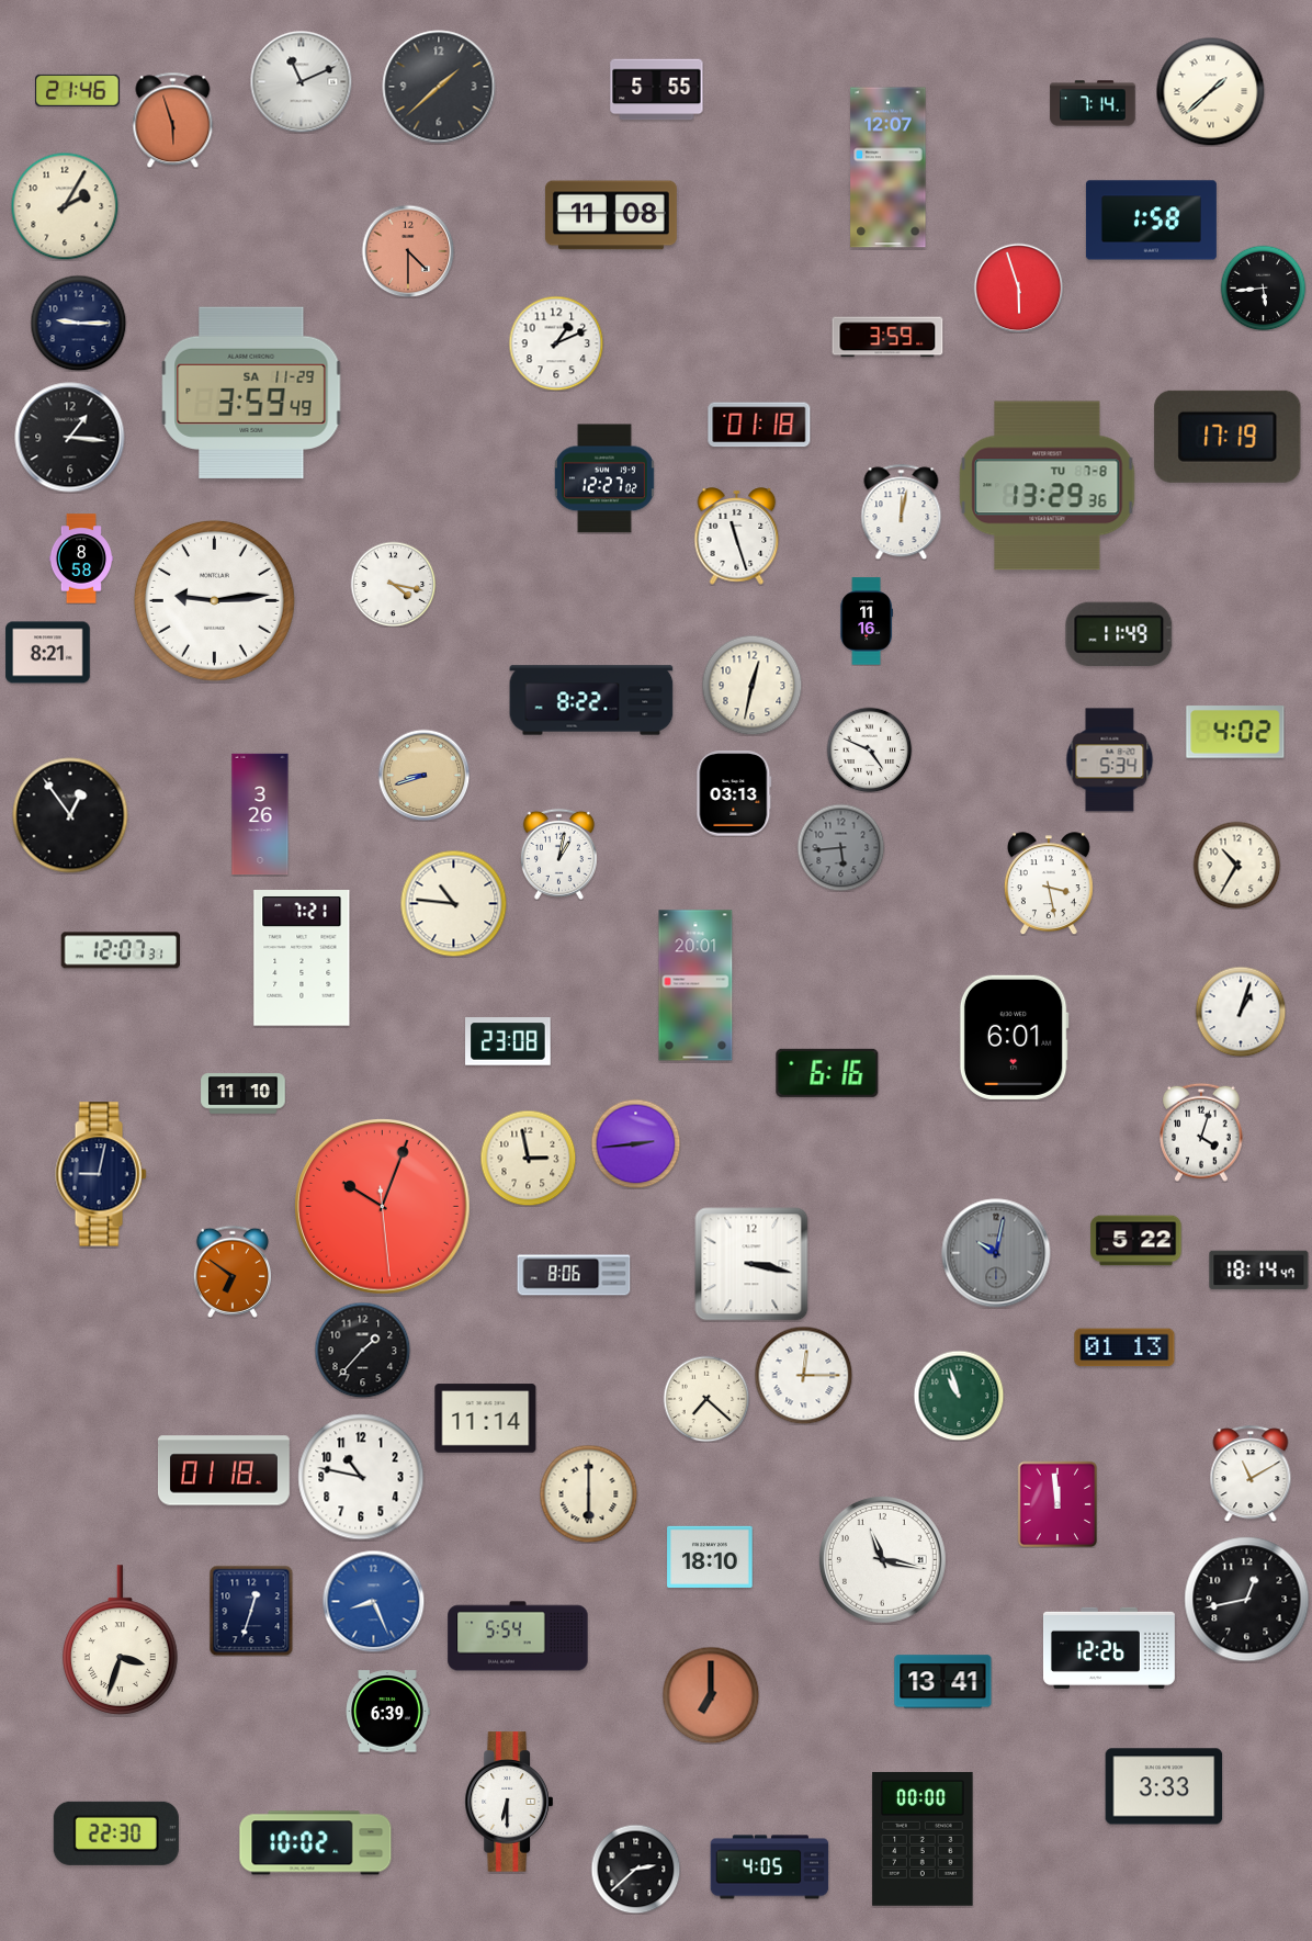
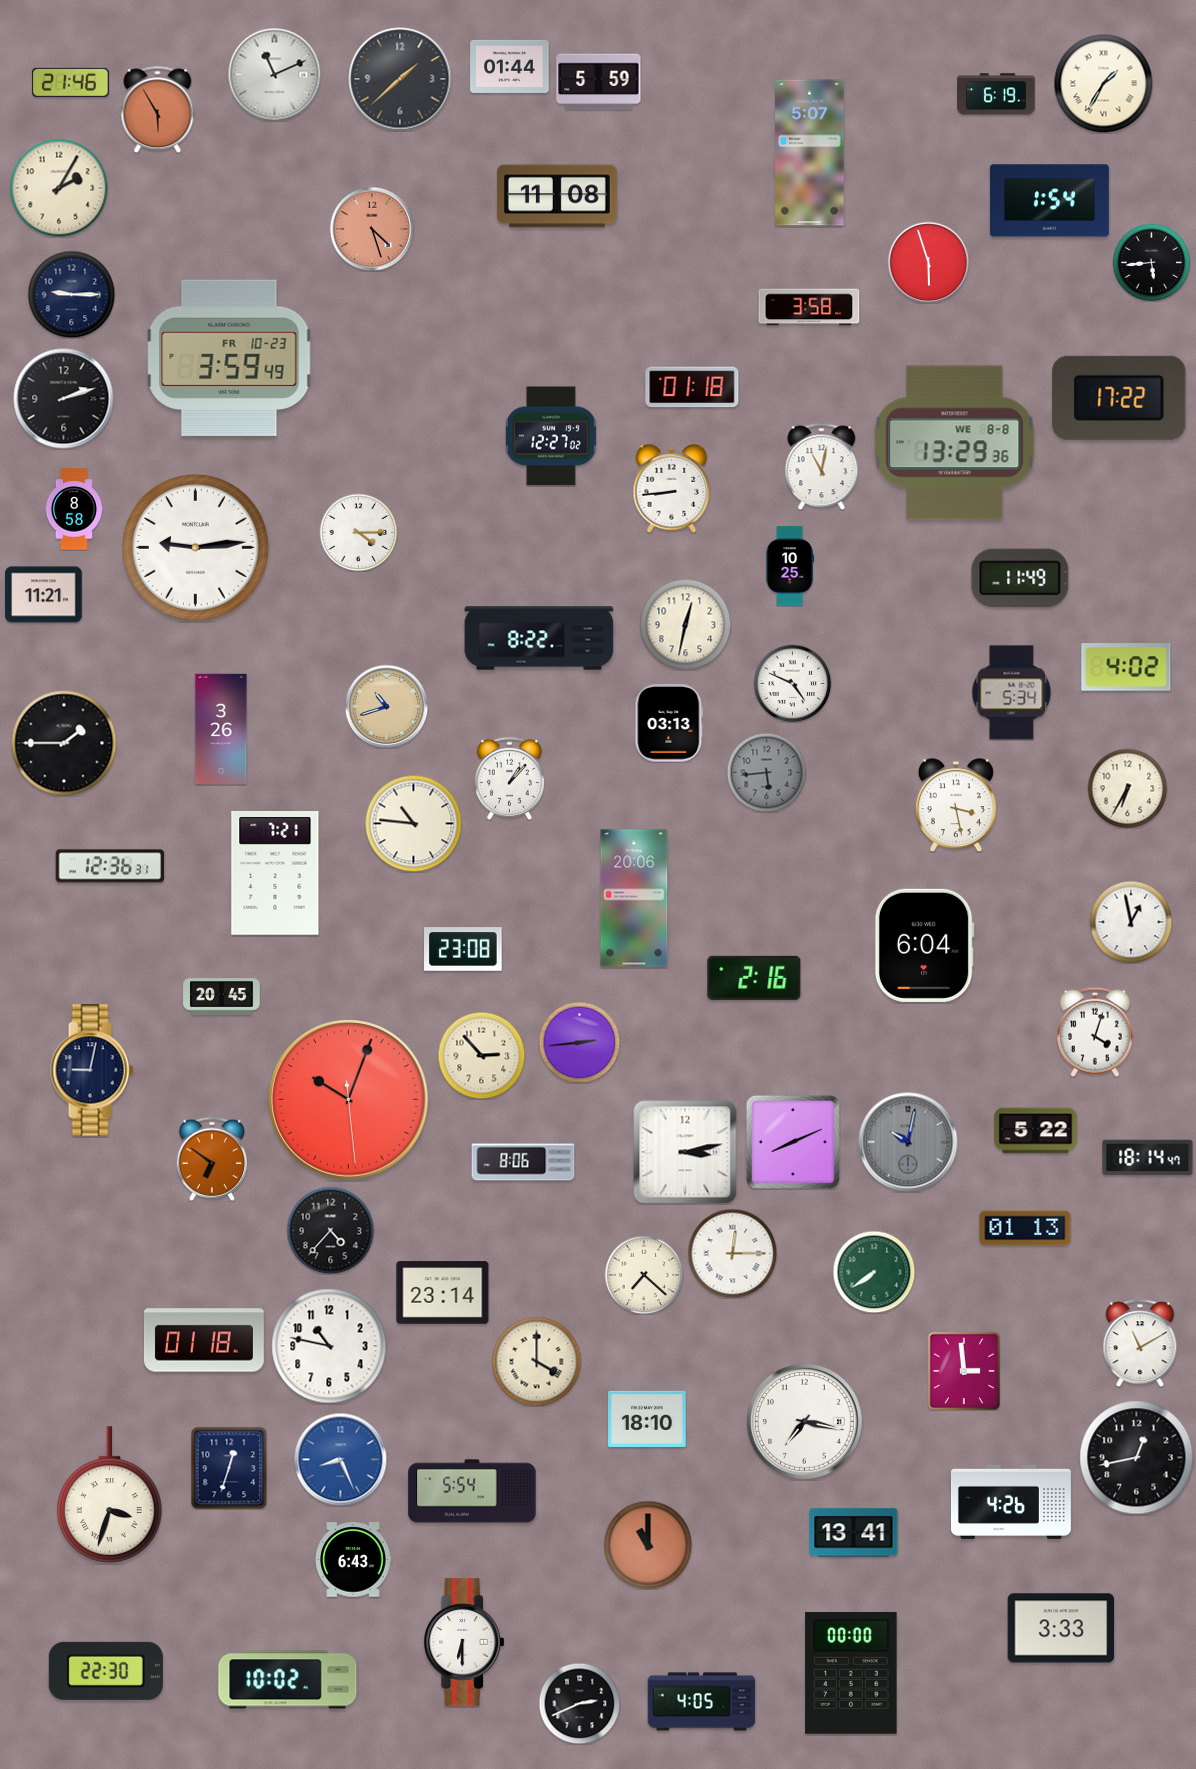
clock at (510, 66): none -> 01:44
clock at (657, 90): 5:55 -> 5:59
clock at (1211, 92): 1:38 -> 1:35
clock at (1093, 103): 7:14 -> 6:19
clock at (173, 120): 5:57 -> 5:55
clock at (889, 168): 12:07 -> 5:07
clock at (1151, 221): 1:58 -> 1:54
clock at (408, 251): 4:30 -> 4:27
clock at (887, 337): 3:59 -> 3:58
clock at (556, 343): 1:11 -> none
clock at (251, 392) date: SA 11-29 -> FR 10-23
clock at (1228, 437): 17:19 -> 17:22
clock at (70, 438): 1:16 -> 2:12
clock at (1048, 486) date: TU 7-8 -> WE 8-8
clock at (902, 511): 12:02 -> 11:02
clock at (737, 537): 11:27 -> 8:44
clock at (393, 584): 4:17 -> 4:15
clock at (867, 621): 11:16 -> 10:25
clock at (48, 653): 8:21 -> 11:21
clock at (423, 775): 8:42 -> 10:42
clock at (260, 814) position: (260, 814) -> (221, 729)
clock at (70, 815): 12:54 -> 1:45
clock at (558, 854): 1:02 -> 1:07
clock at (1236, 865): 10:35 -> 6:35
clock at (121, 950): 12:07 -> 12:36
clock at (695, 985): 20:01 -> 20:06
clock at (1241, 1012): 1:03 -> 12:58
clock at (1014, 1037): 6:01 -> 6:04
clock at (827, 1073): 6:16 -> 2:16
clock at (244, 1094): 11:10 -> 20:45
clock at (528, 1158): 2:58 -> 2:53
clock at (793, 1142): none -> 8:11
clock at (751, 1264): 3:17 -> 3:13
clock at (362, 1350): 1:37 -> 4:37
clock at (959, 1396): 10:57 -> 7:39
clock at (486, 1419): 11:14 -> 23:14
clock at (588, 1493): 6:00 -> 4:00
clock at (1057, 1504): 11:59 -> 2:59
clock at (882, 1559): 11:17 -> 7:17
clock at (1109, 1648): 12:26 -> 4:26
clock at (943, 1682) position: (943, 1682) -> (854, 1533)
clock at (711, 1695): 7:00 -> 11:00
clock at (387, 1712): 6:39 -> 6:43
clock at (923, 1839) position: (923, 1839) -> (851, 1673)
clock at (635, 1869): 2:38 -> 2:41
